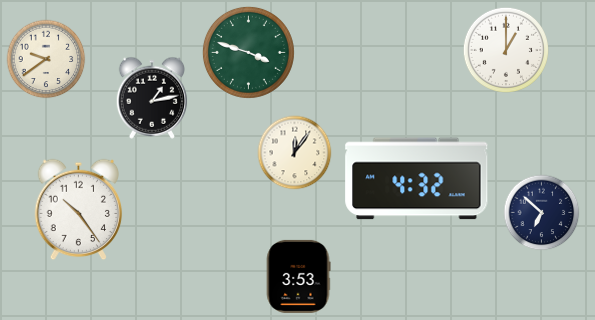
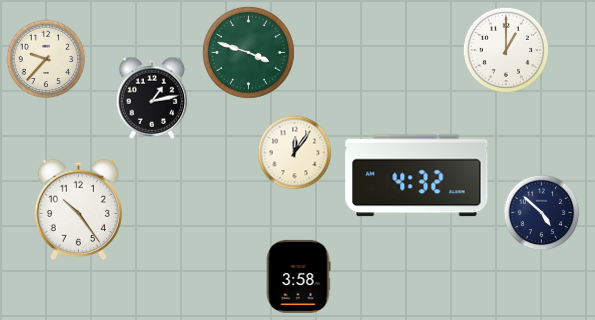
clock at (46, 59): 9:39 -> 9:37
clock at (417, 179) position: (417, 179) -> (417, 176)
clock at (542, 213): 6:52 -> 4:52
clock at (298, 276): 3:53 -> 3:58
